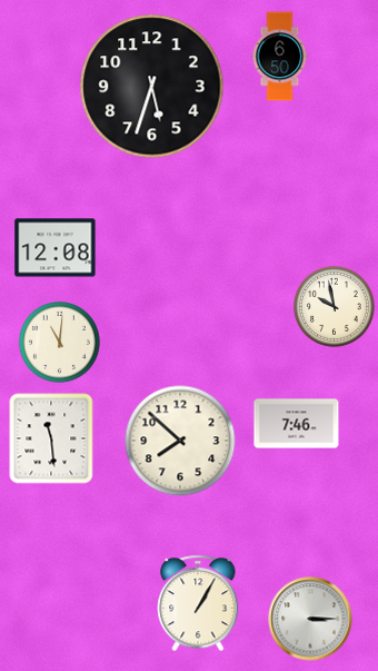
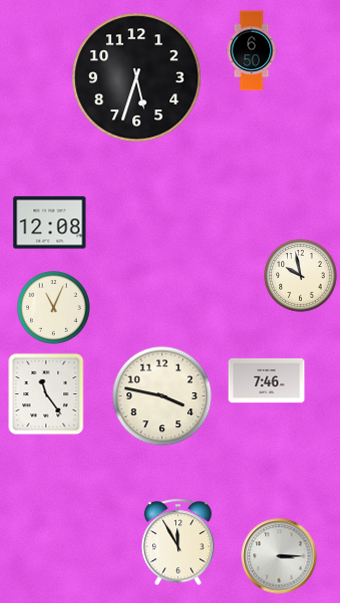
clock at (59, 342): 11:01 -> 11:04
clock at (51, 438): 11:29 -> 11:24
clock at (180, 441): 7:52 -> 3:47
clock at (198, 603): 1:05 -> 11:55
